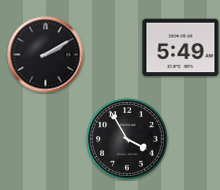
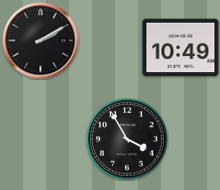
clock at (181, 48): 5:49 -> 10:49
clock at (46, 55) position: (46, 55) -> (41, 41)
